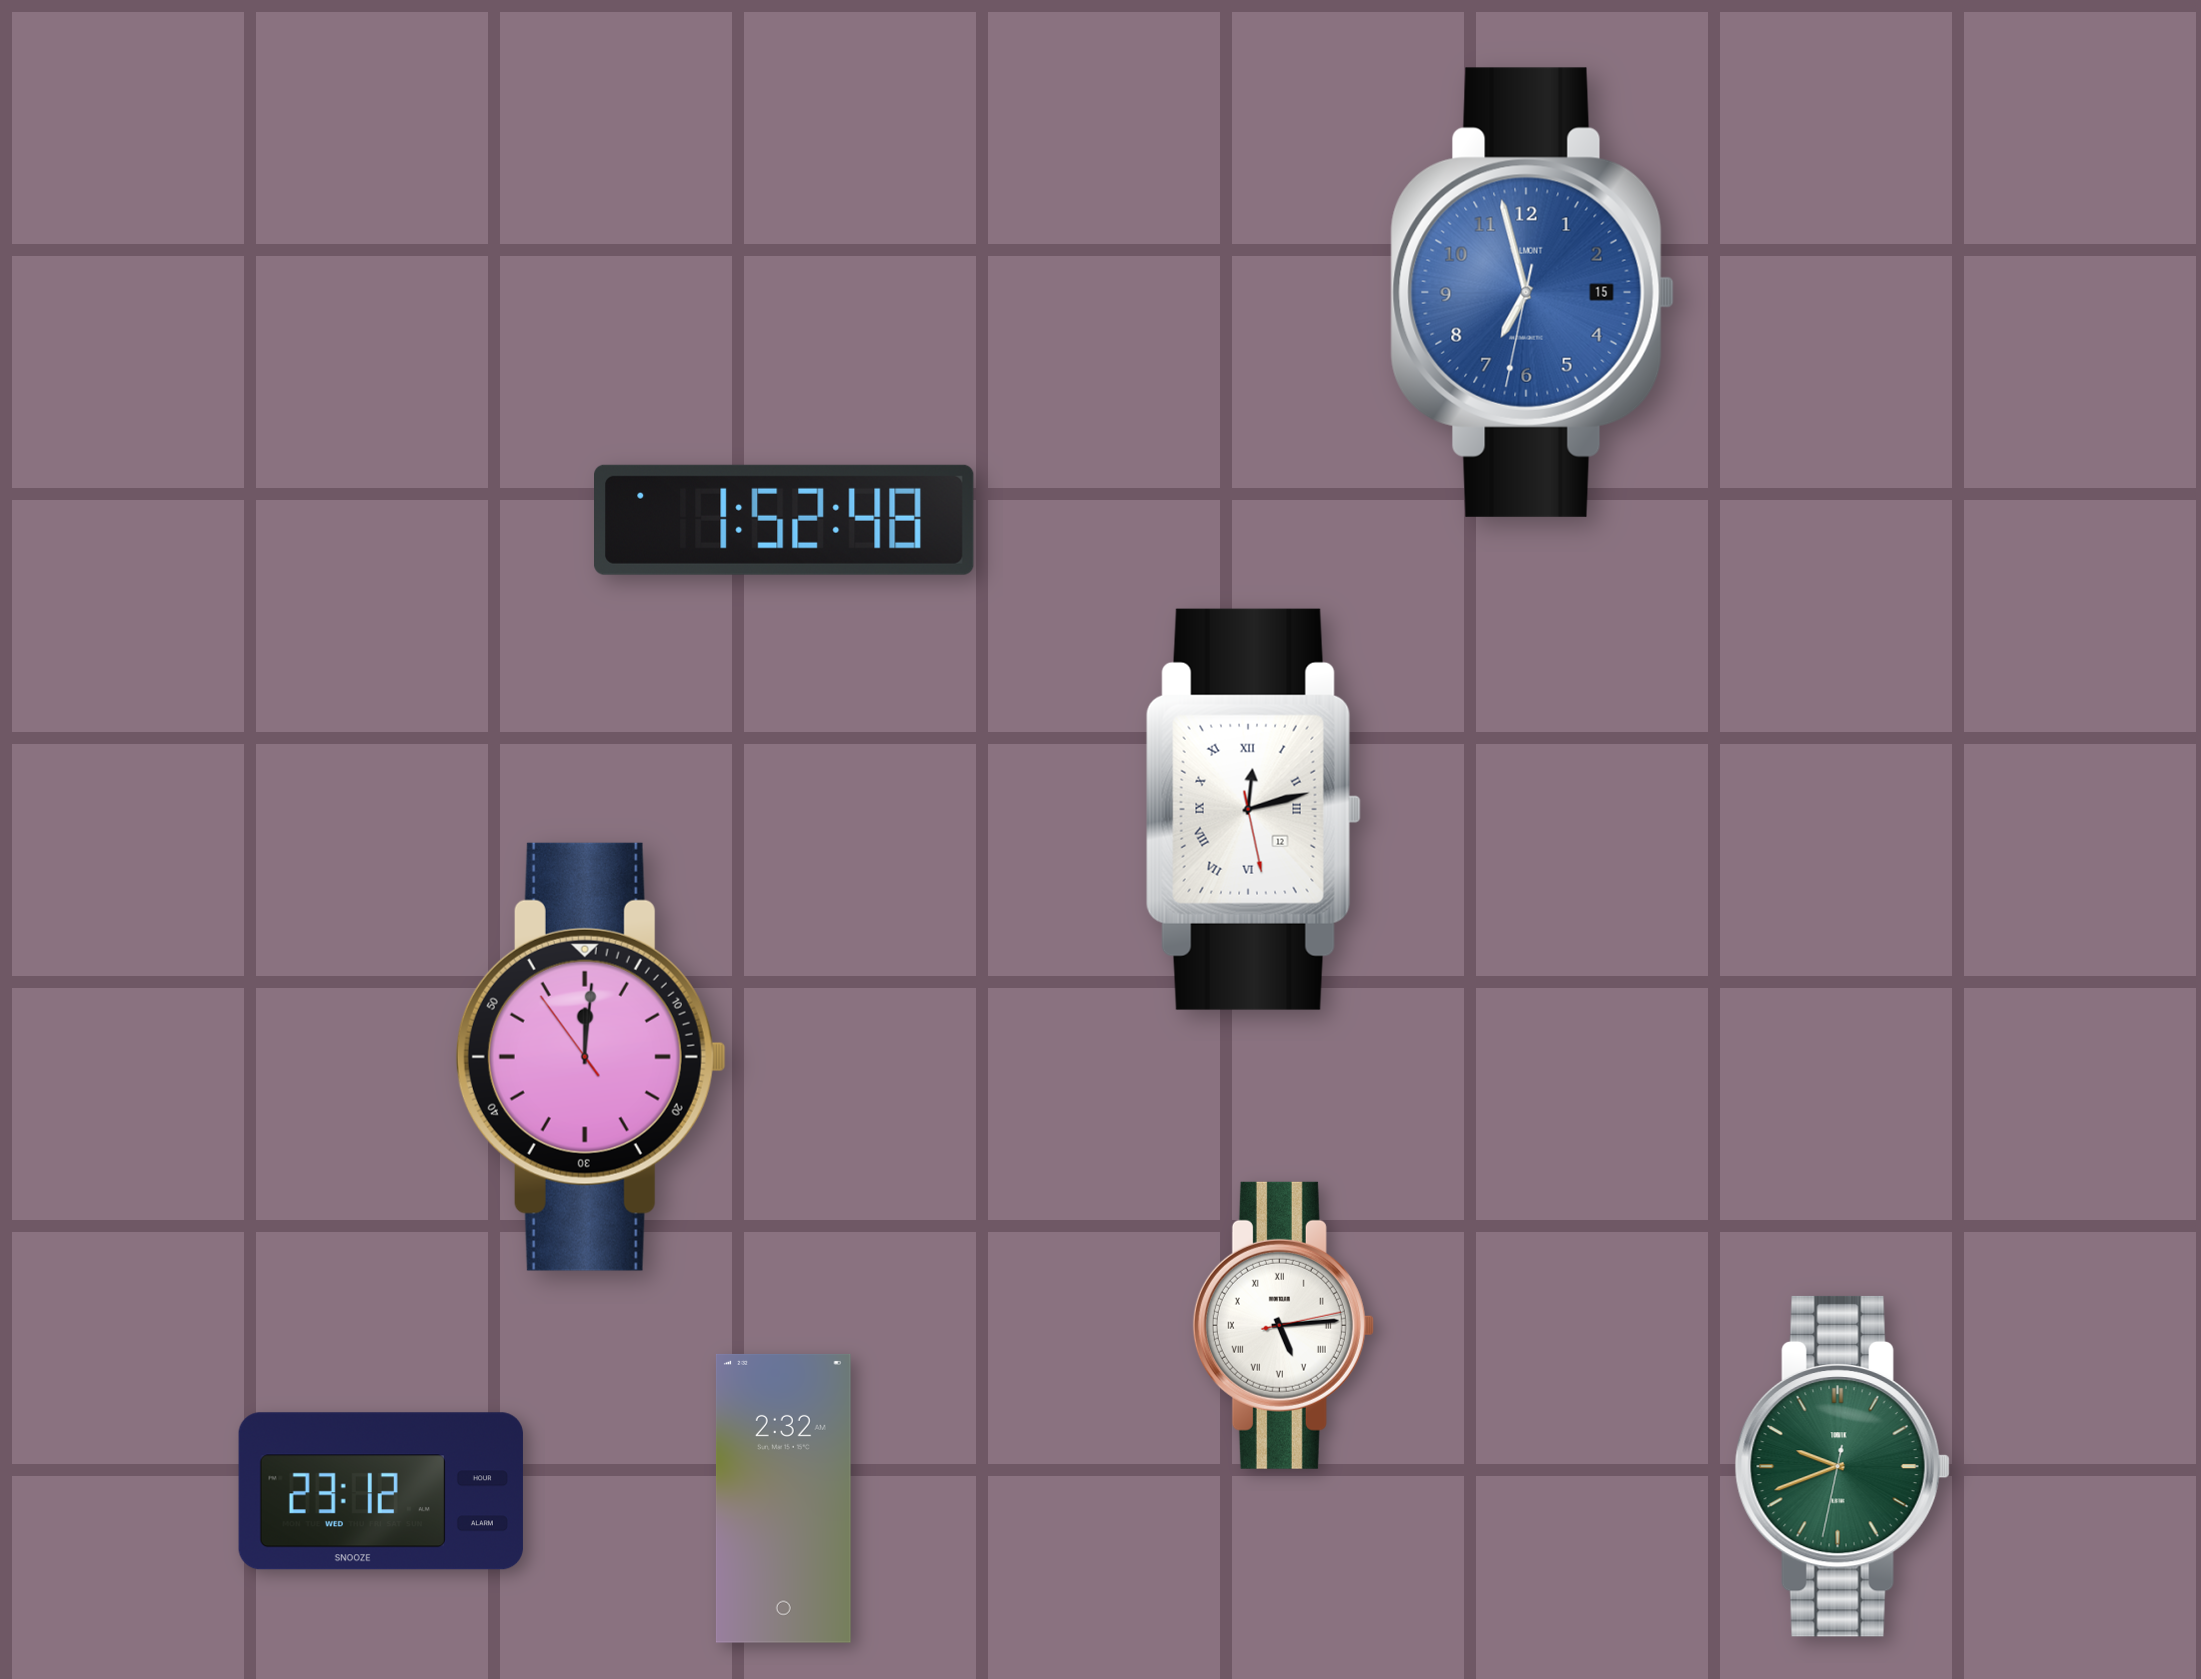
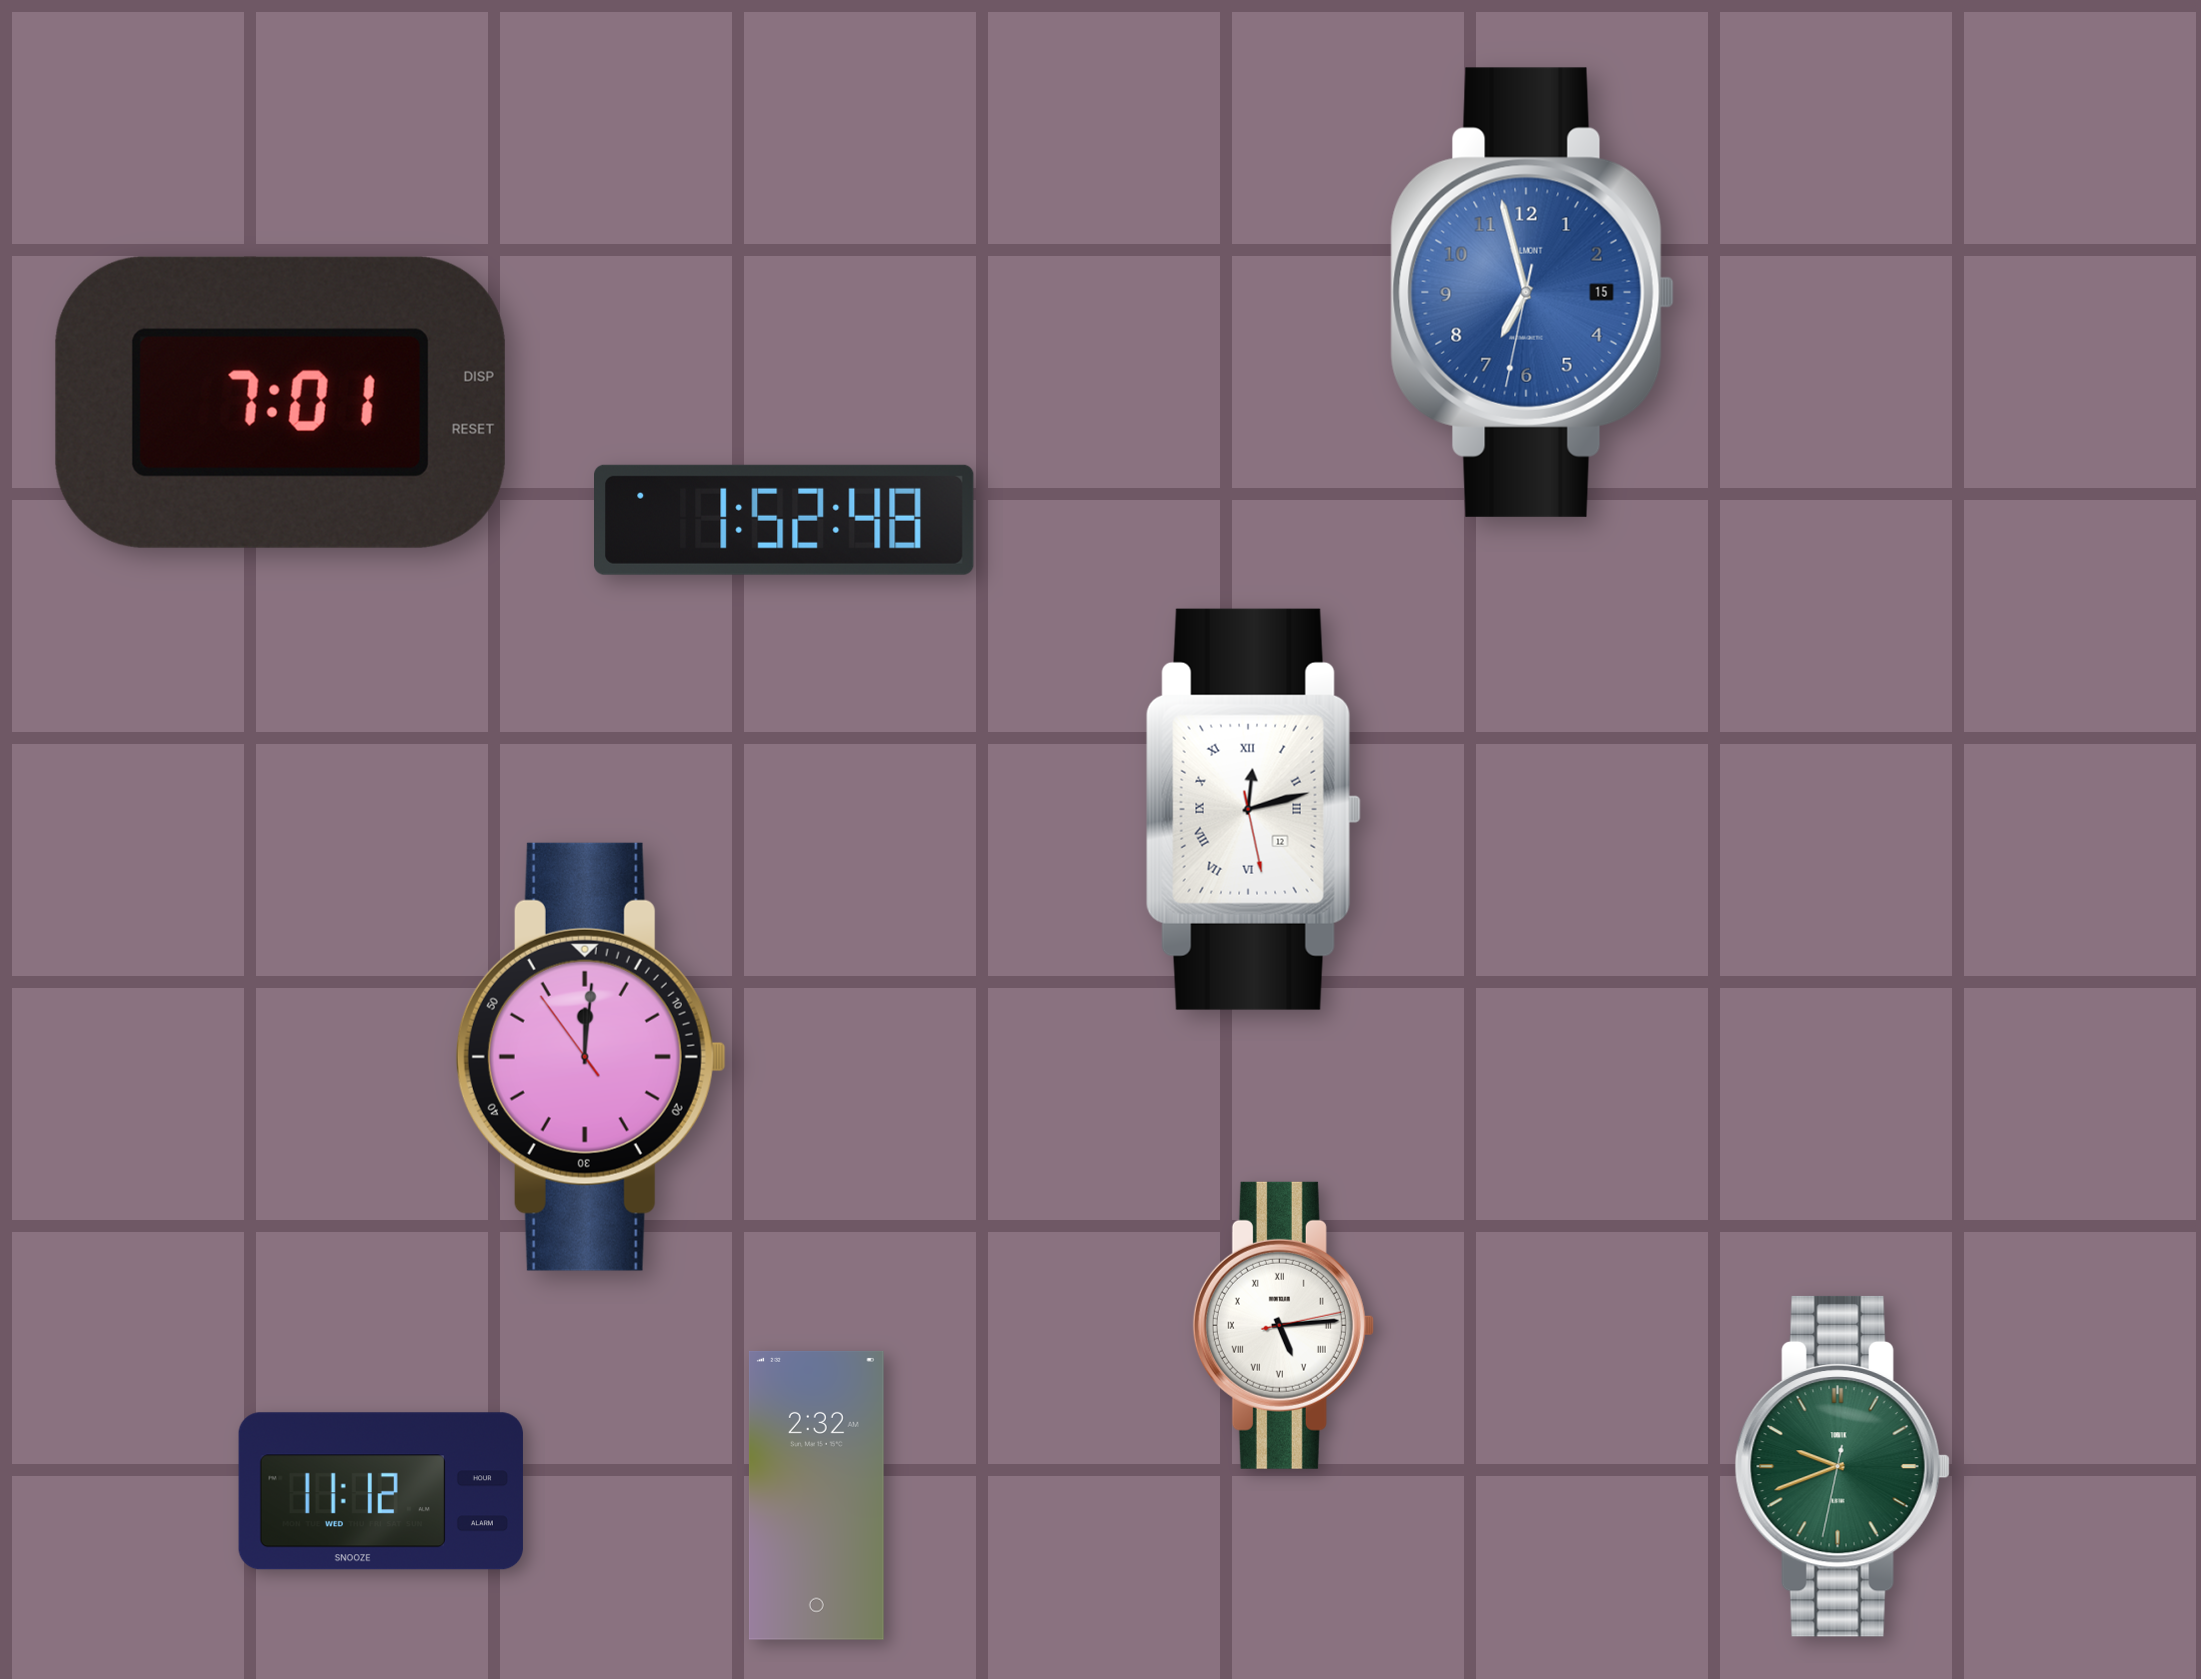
clock at (280, 402): none -> 7:01
clock at (381, 1491): 23:12 -> 11:12
clock at (783, 1498) position: (783, 1498) -> (816, 1495)
